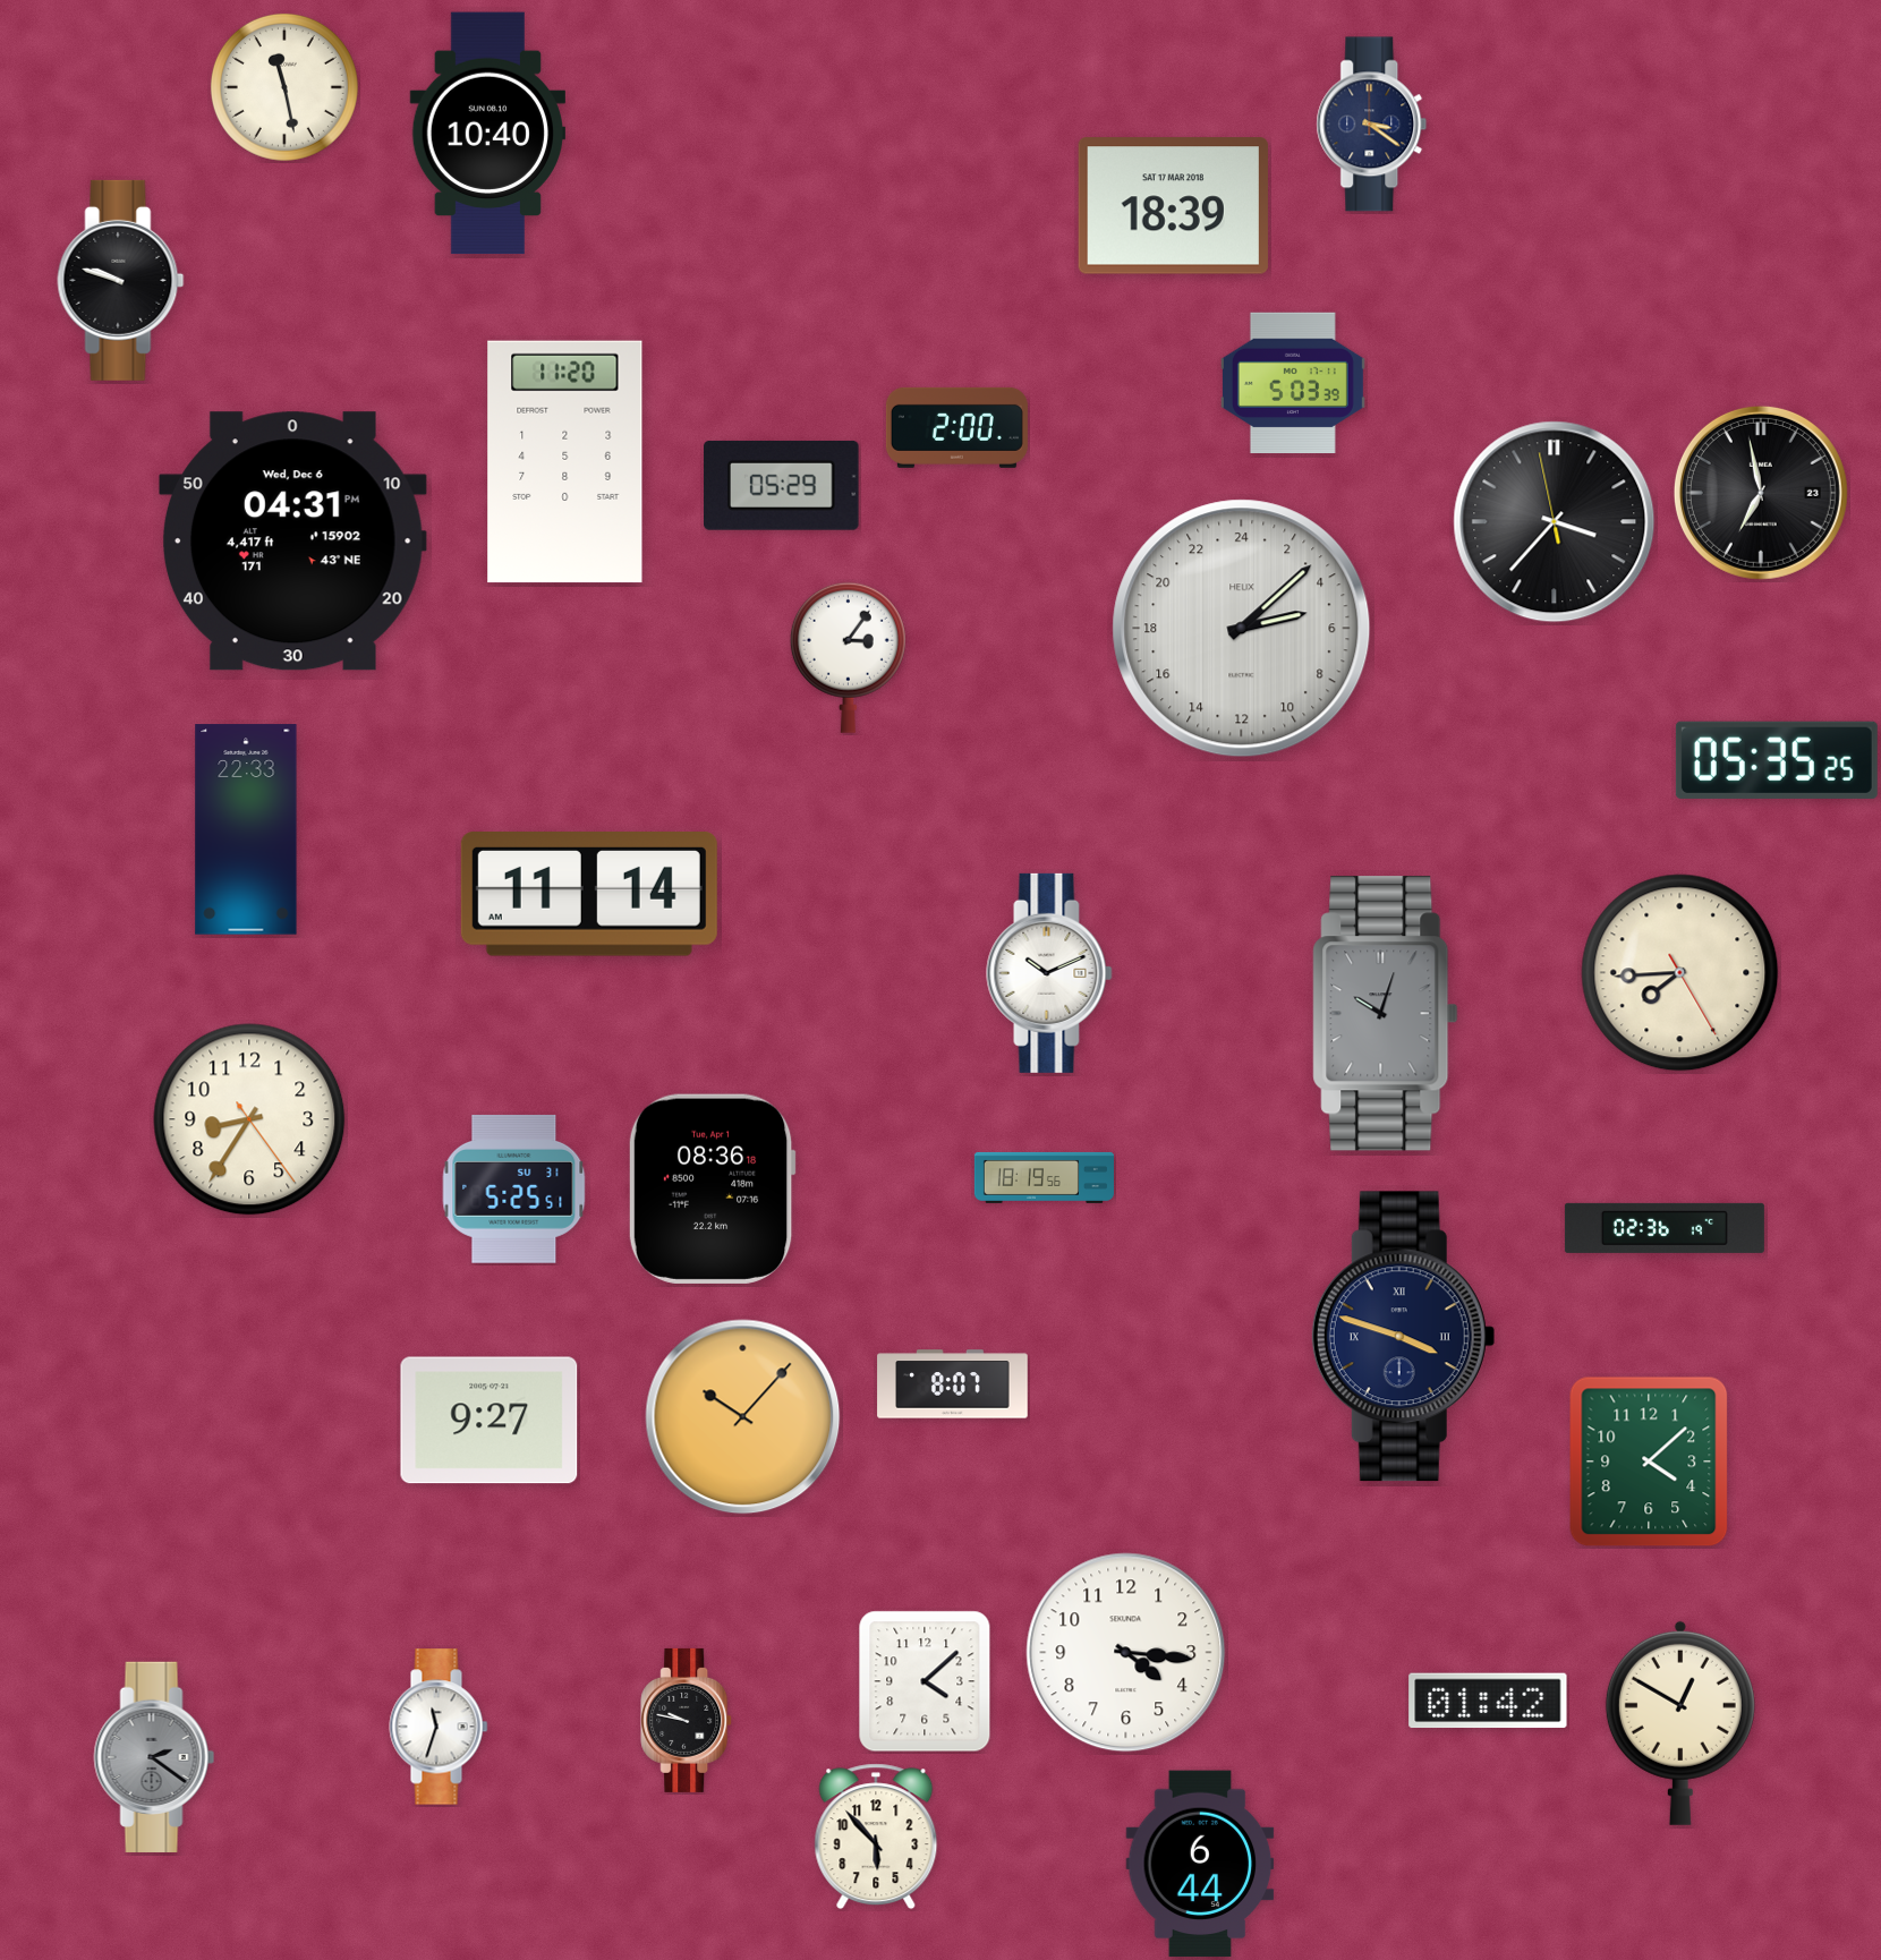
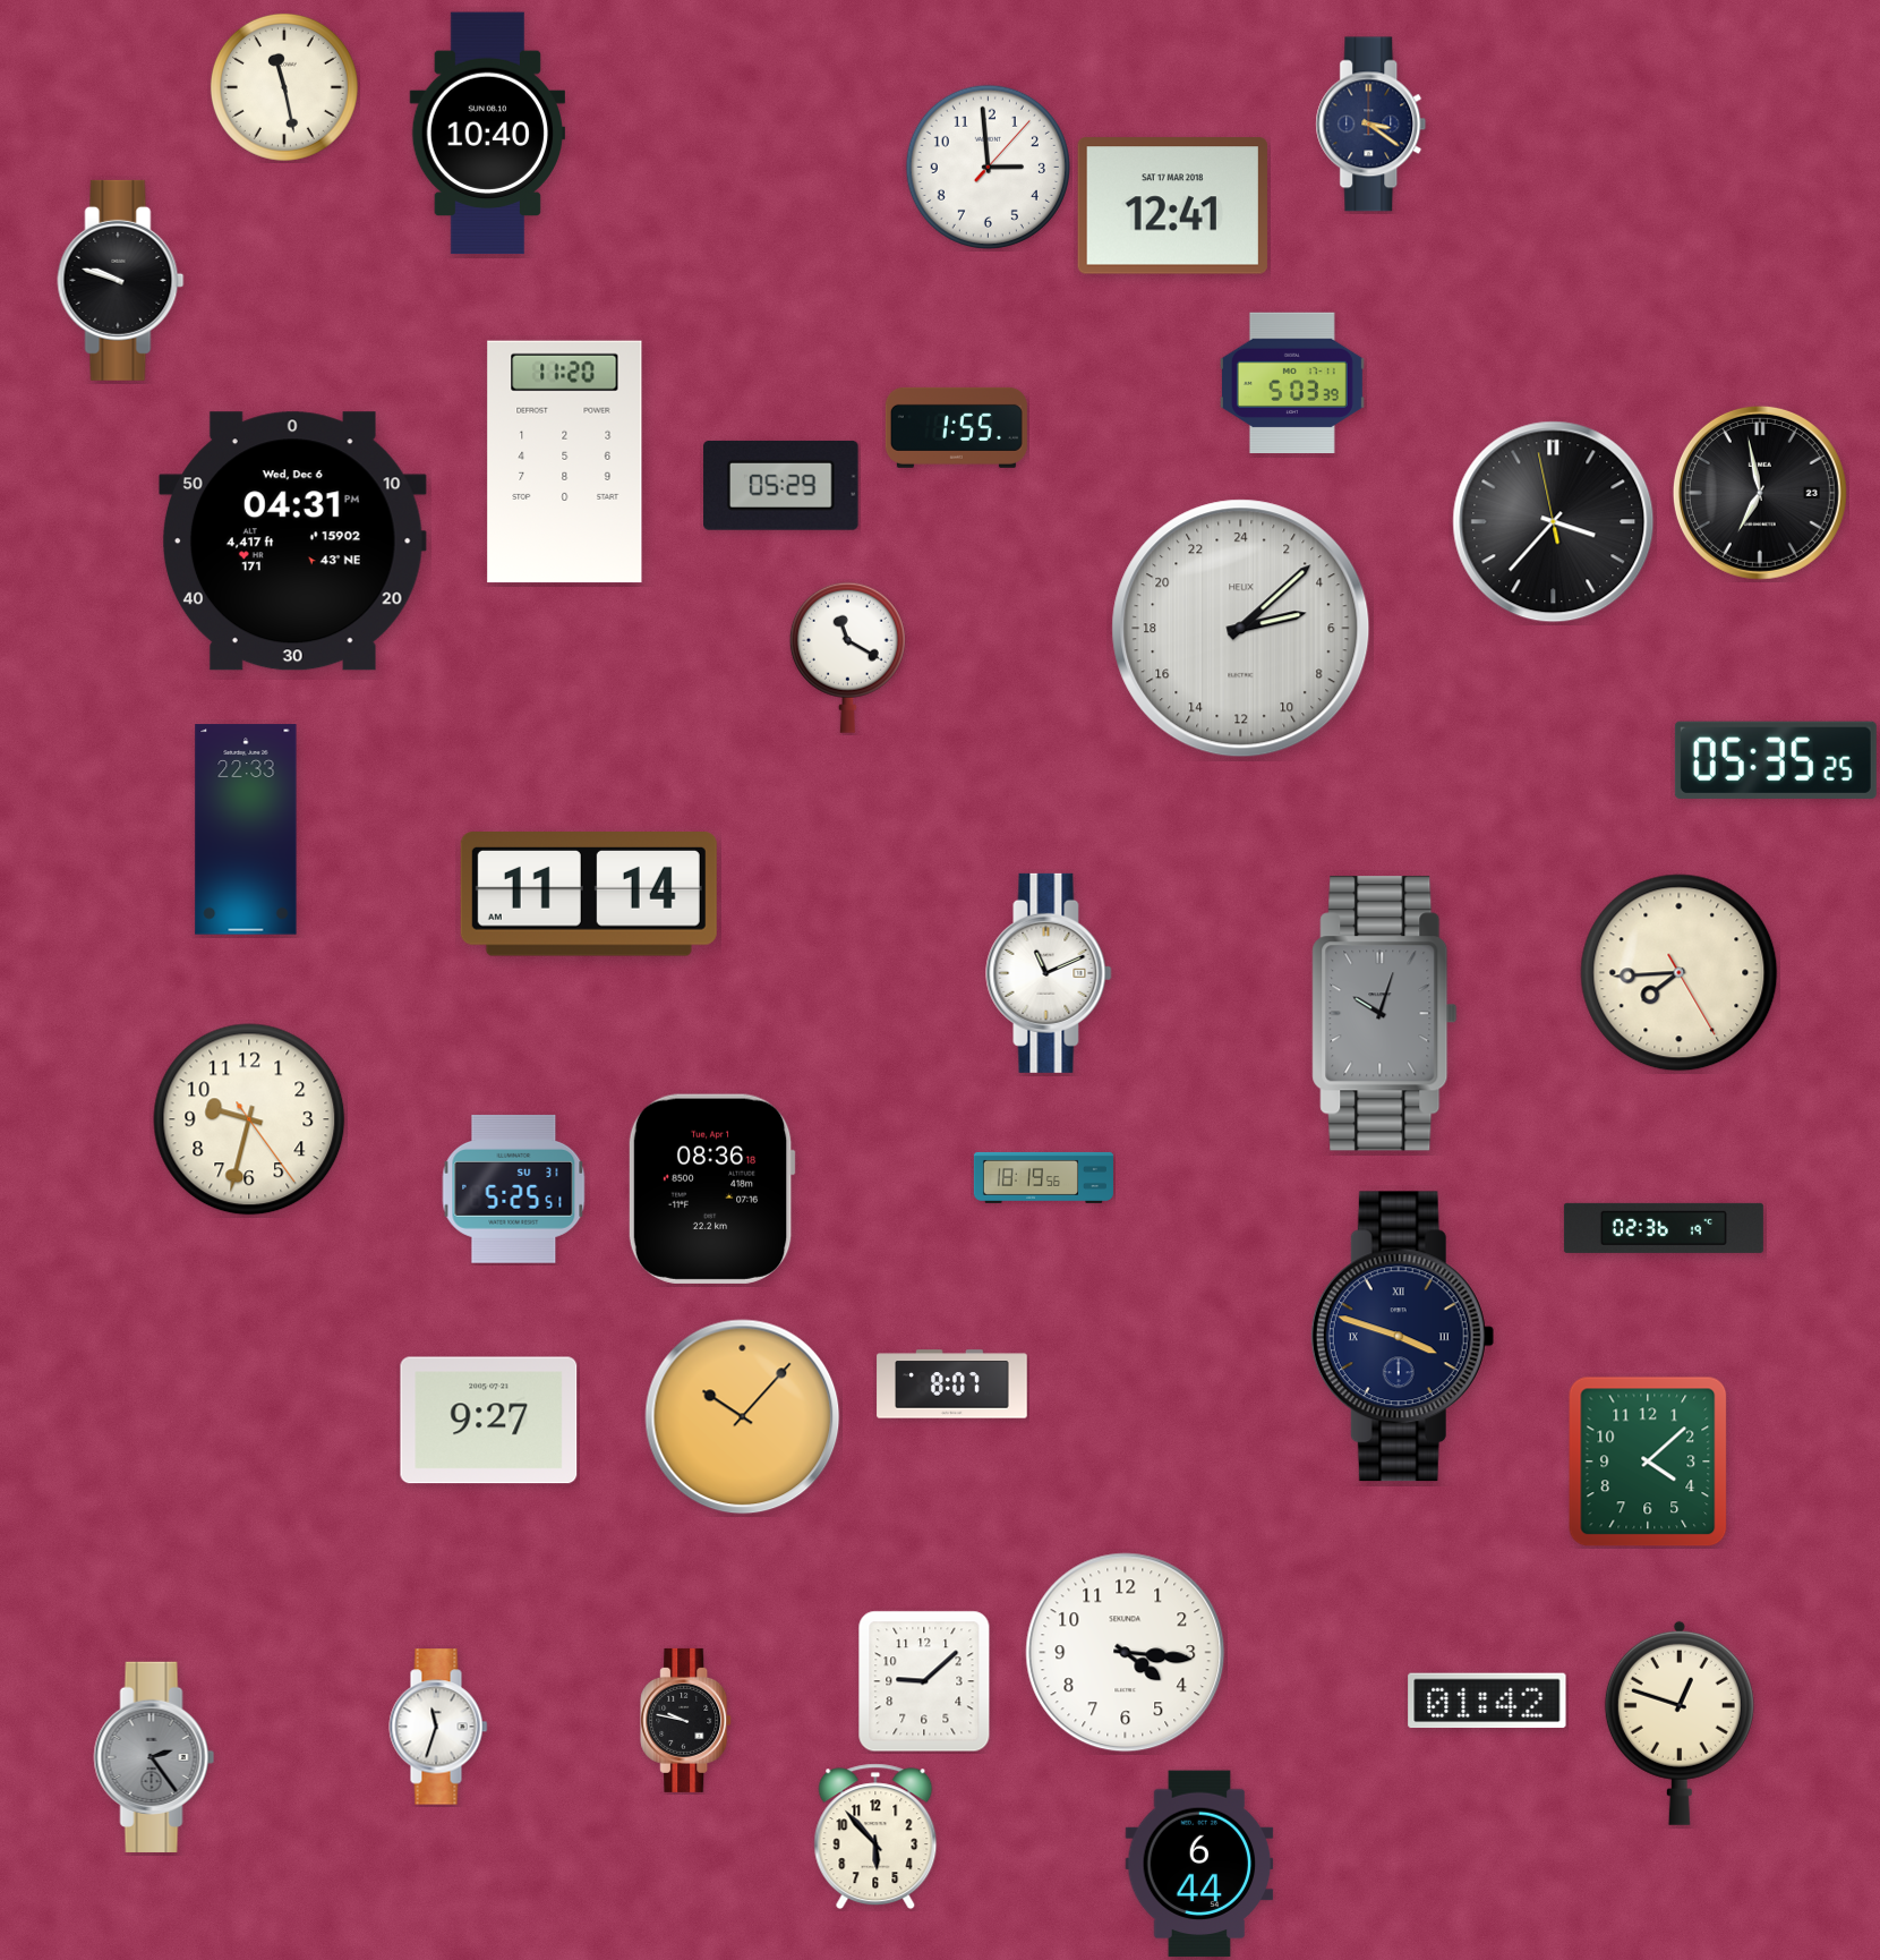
clock at (988, 167): none -> 2:59
clock at (1173, 206): 18:39 -> 12:41
clock at (956, 427): 2:00 -> 1:55
clock at (848, 657): 3:06 -> 11:20
clock at (1049, 973): 10:11 -> 11:11
clock at (249, 1119): 8:35 -> 9:32
clock at (925, 1681): 4:08 -> 9:08
clock at (1680, 1723): 12:50 -> 12:48
clock at (154, 1757): 2:21 -> 2:24
